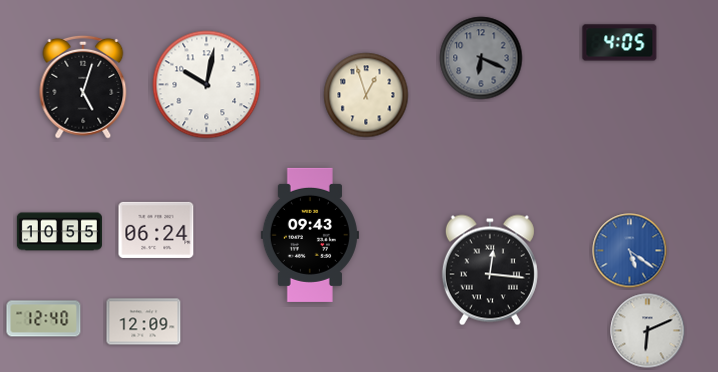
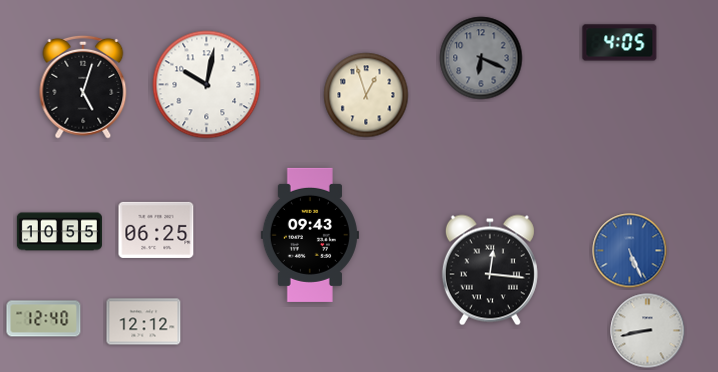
clock at (156, 230): 06:24 -> 06:25
clock at (630, 251): 5:21 -> 5:26
clock at (144, 322): 12:09 -> 12:12
clock at (648, 331): 6:11 -> 8:43
